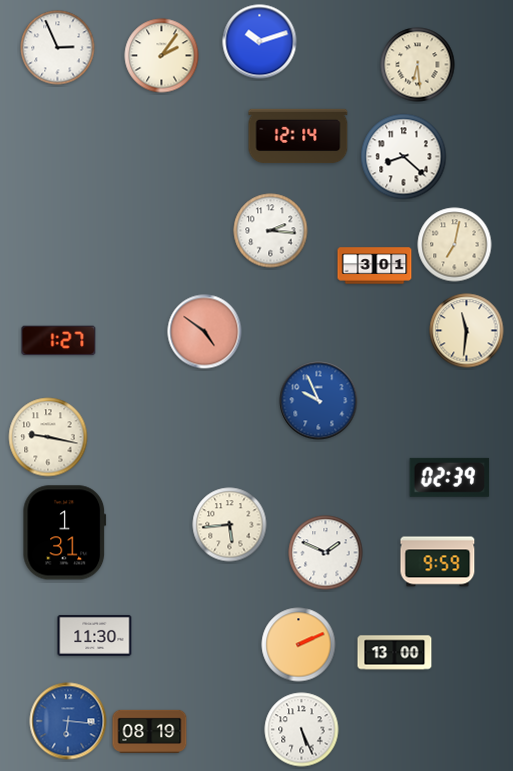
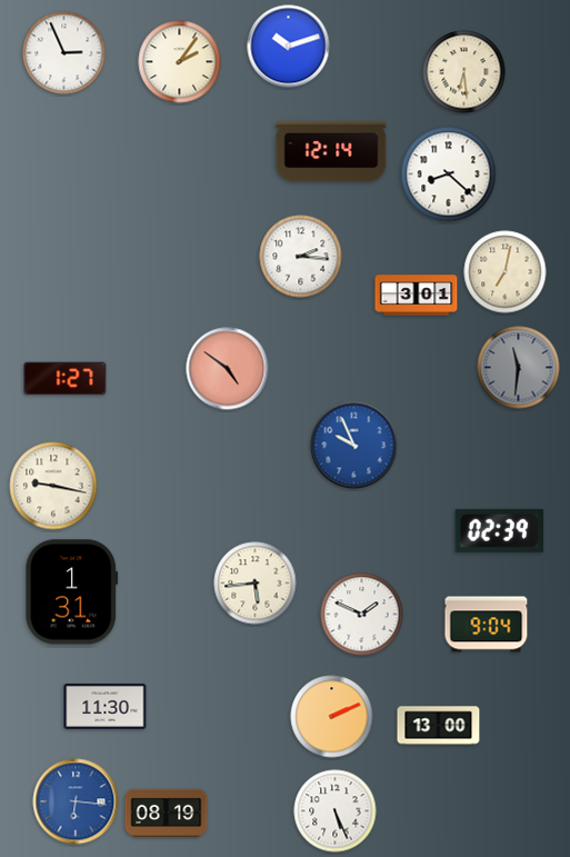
clock at (467, 331) dial: cream -> grey
clock at (438, 562): 9:59 -> 9:04
